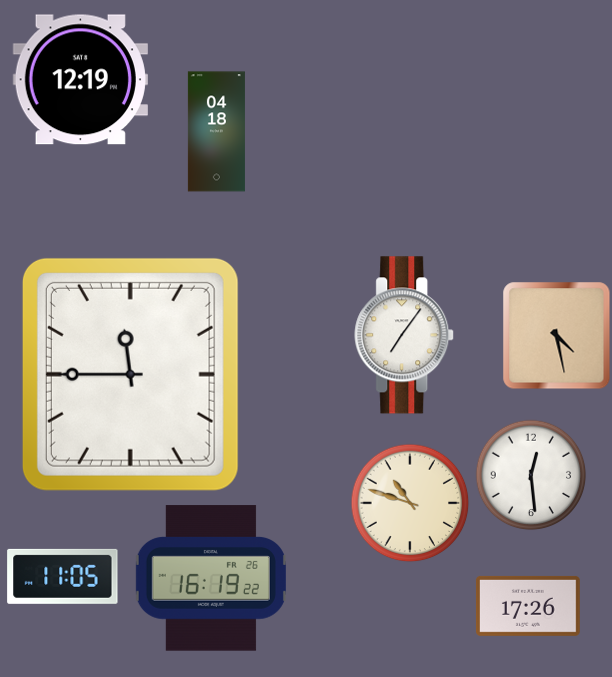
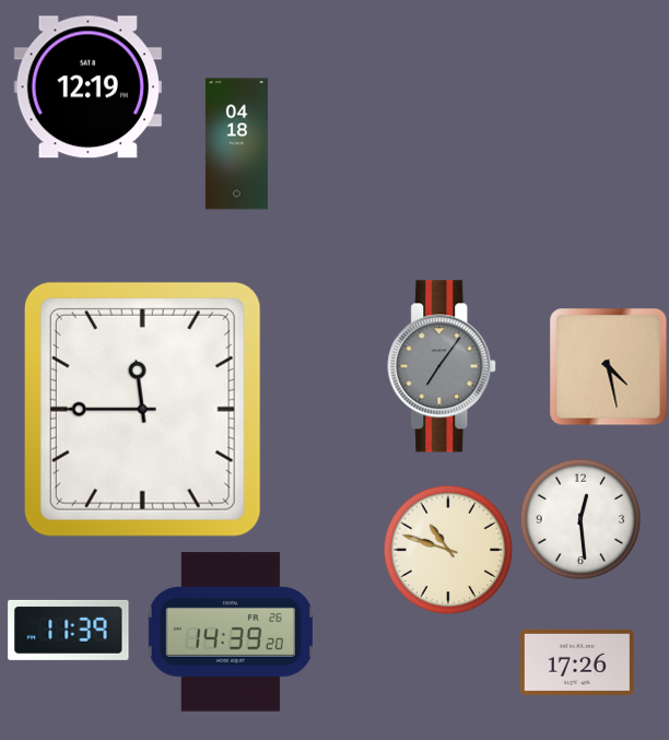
clock at (405, 335) dial: white -> grey
clock at (63, 576): 11:05 -> 11:39
clock at (211, 578): 16:19 -> 14:39
